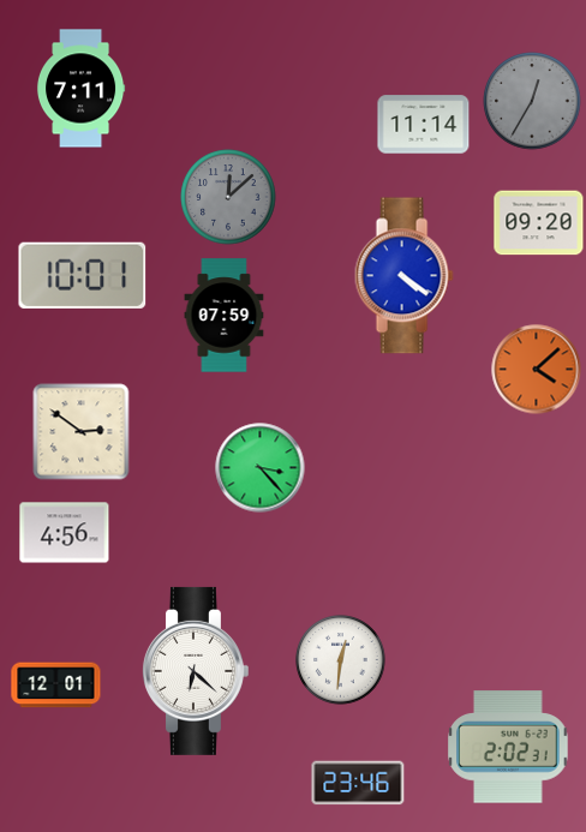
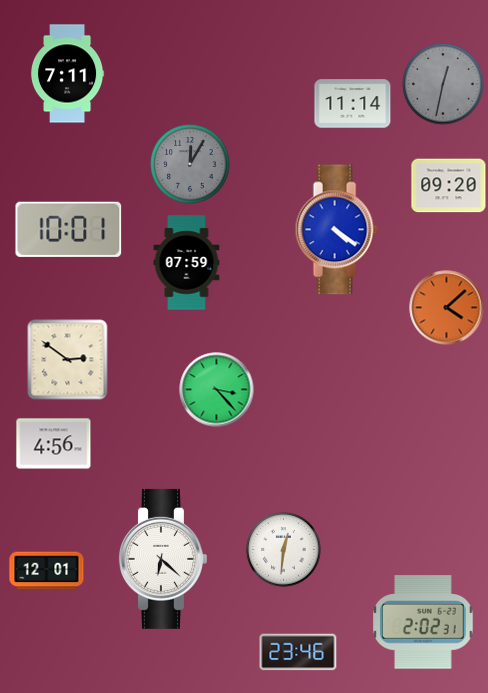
clock at (532, 101): 12:35 -> 12:32
clock at (228, 197): 12:08 -> 12:05
